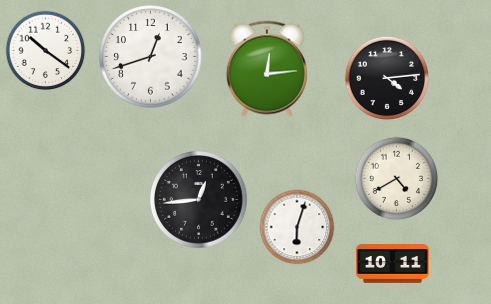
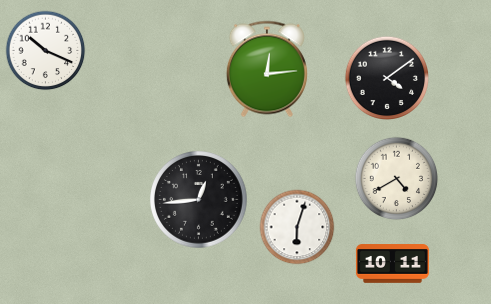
clock at (46, 51): 10:21 -> 10:19
clock at (151, 57): 12:42 -> none
clock at (387, 78): 4:14 -> 4:09
